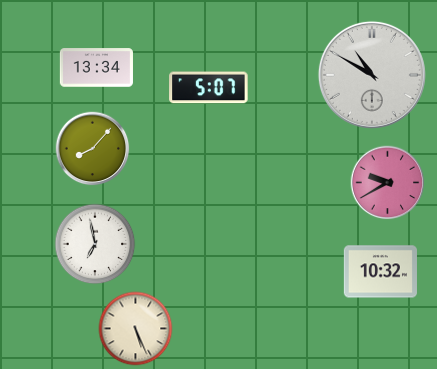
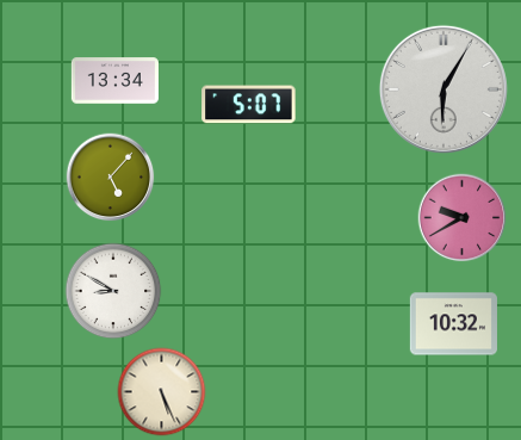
clock at (372, 75): 10:50 -> 6:05
clock at (93, 149): 8:07 -> 5:07
clock at (95, 244): 6:58 -> 8:50
